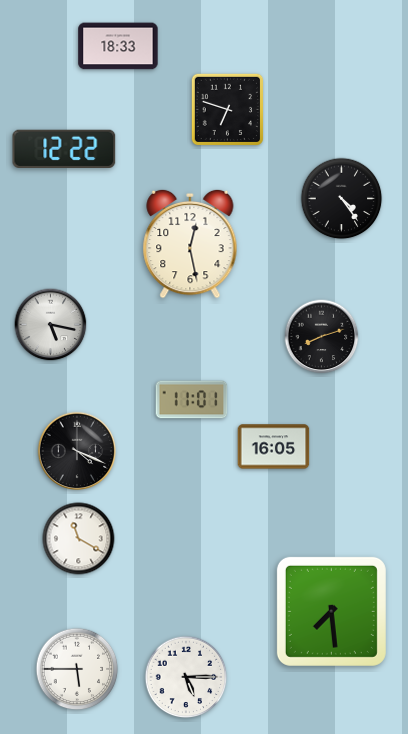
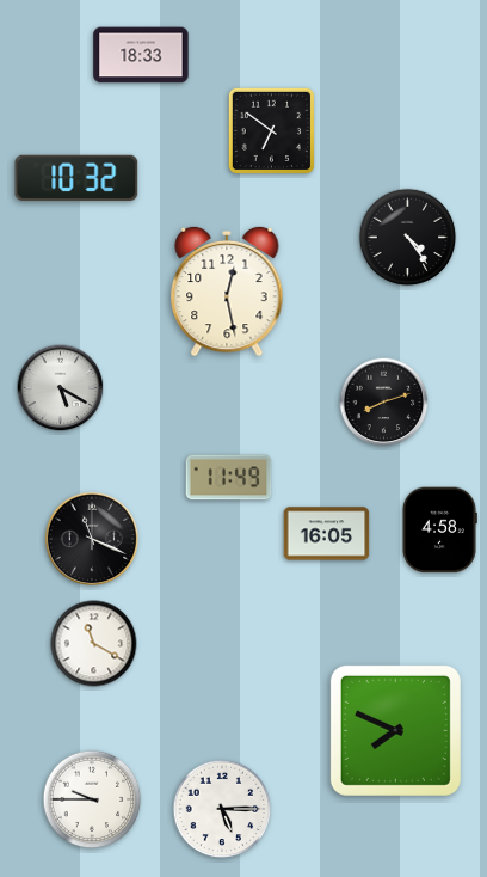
clock at (227, 109): 6:48 -> 6:51
clock at (64, 148): 12:22 -> 10:32
clock at (51, 325): 5:17 -> 5:20
clock at (192, 400): 11:01 -> 11:49
clock at (439, 531): none -> 4:58
clock at (77, 451): 4:19 -> 11:19
clock at (331, 611): 7:29 -> 7:49
clock at (77, 669): 5:45 -> 9:45
